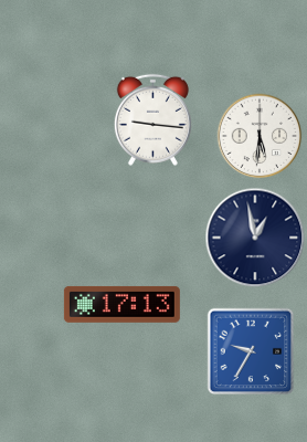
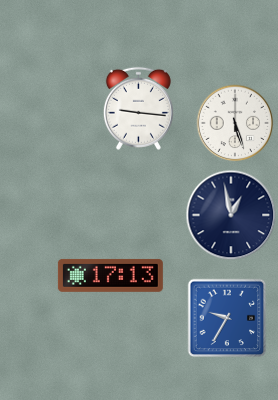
clock at (260, 136): 5:31 -> 5:27
